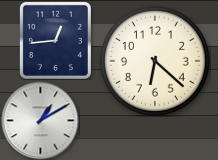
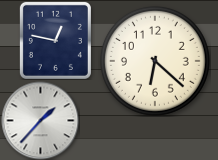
clock at (55, 40): 12:44 -> 12:47
clock at (40, 120): 1:10 -> 1:37
